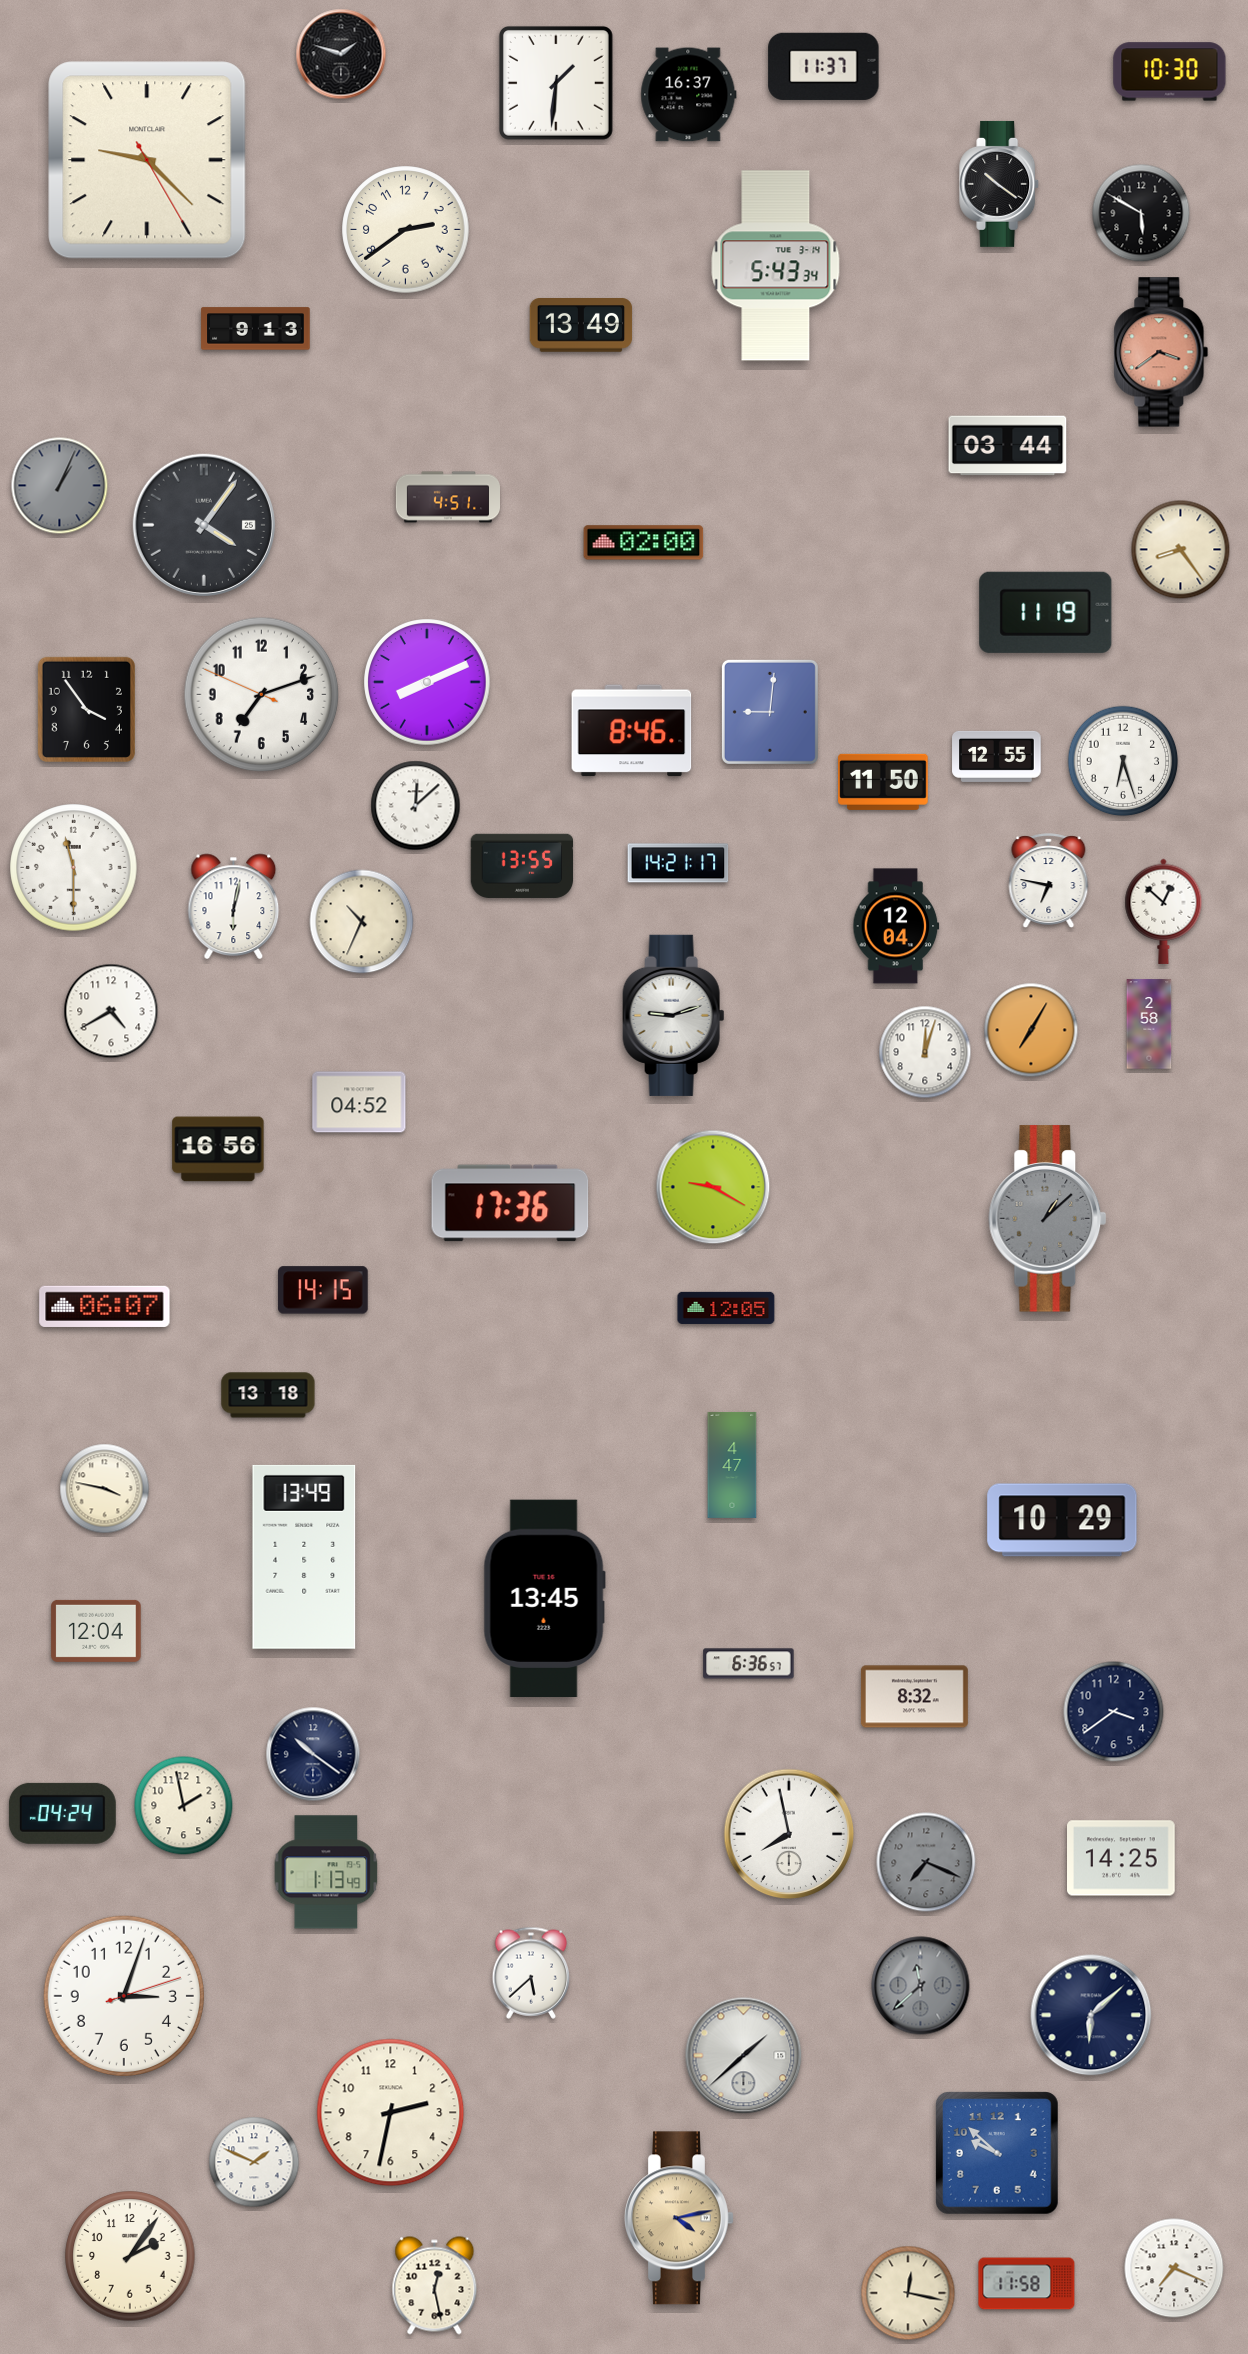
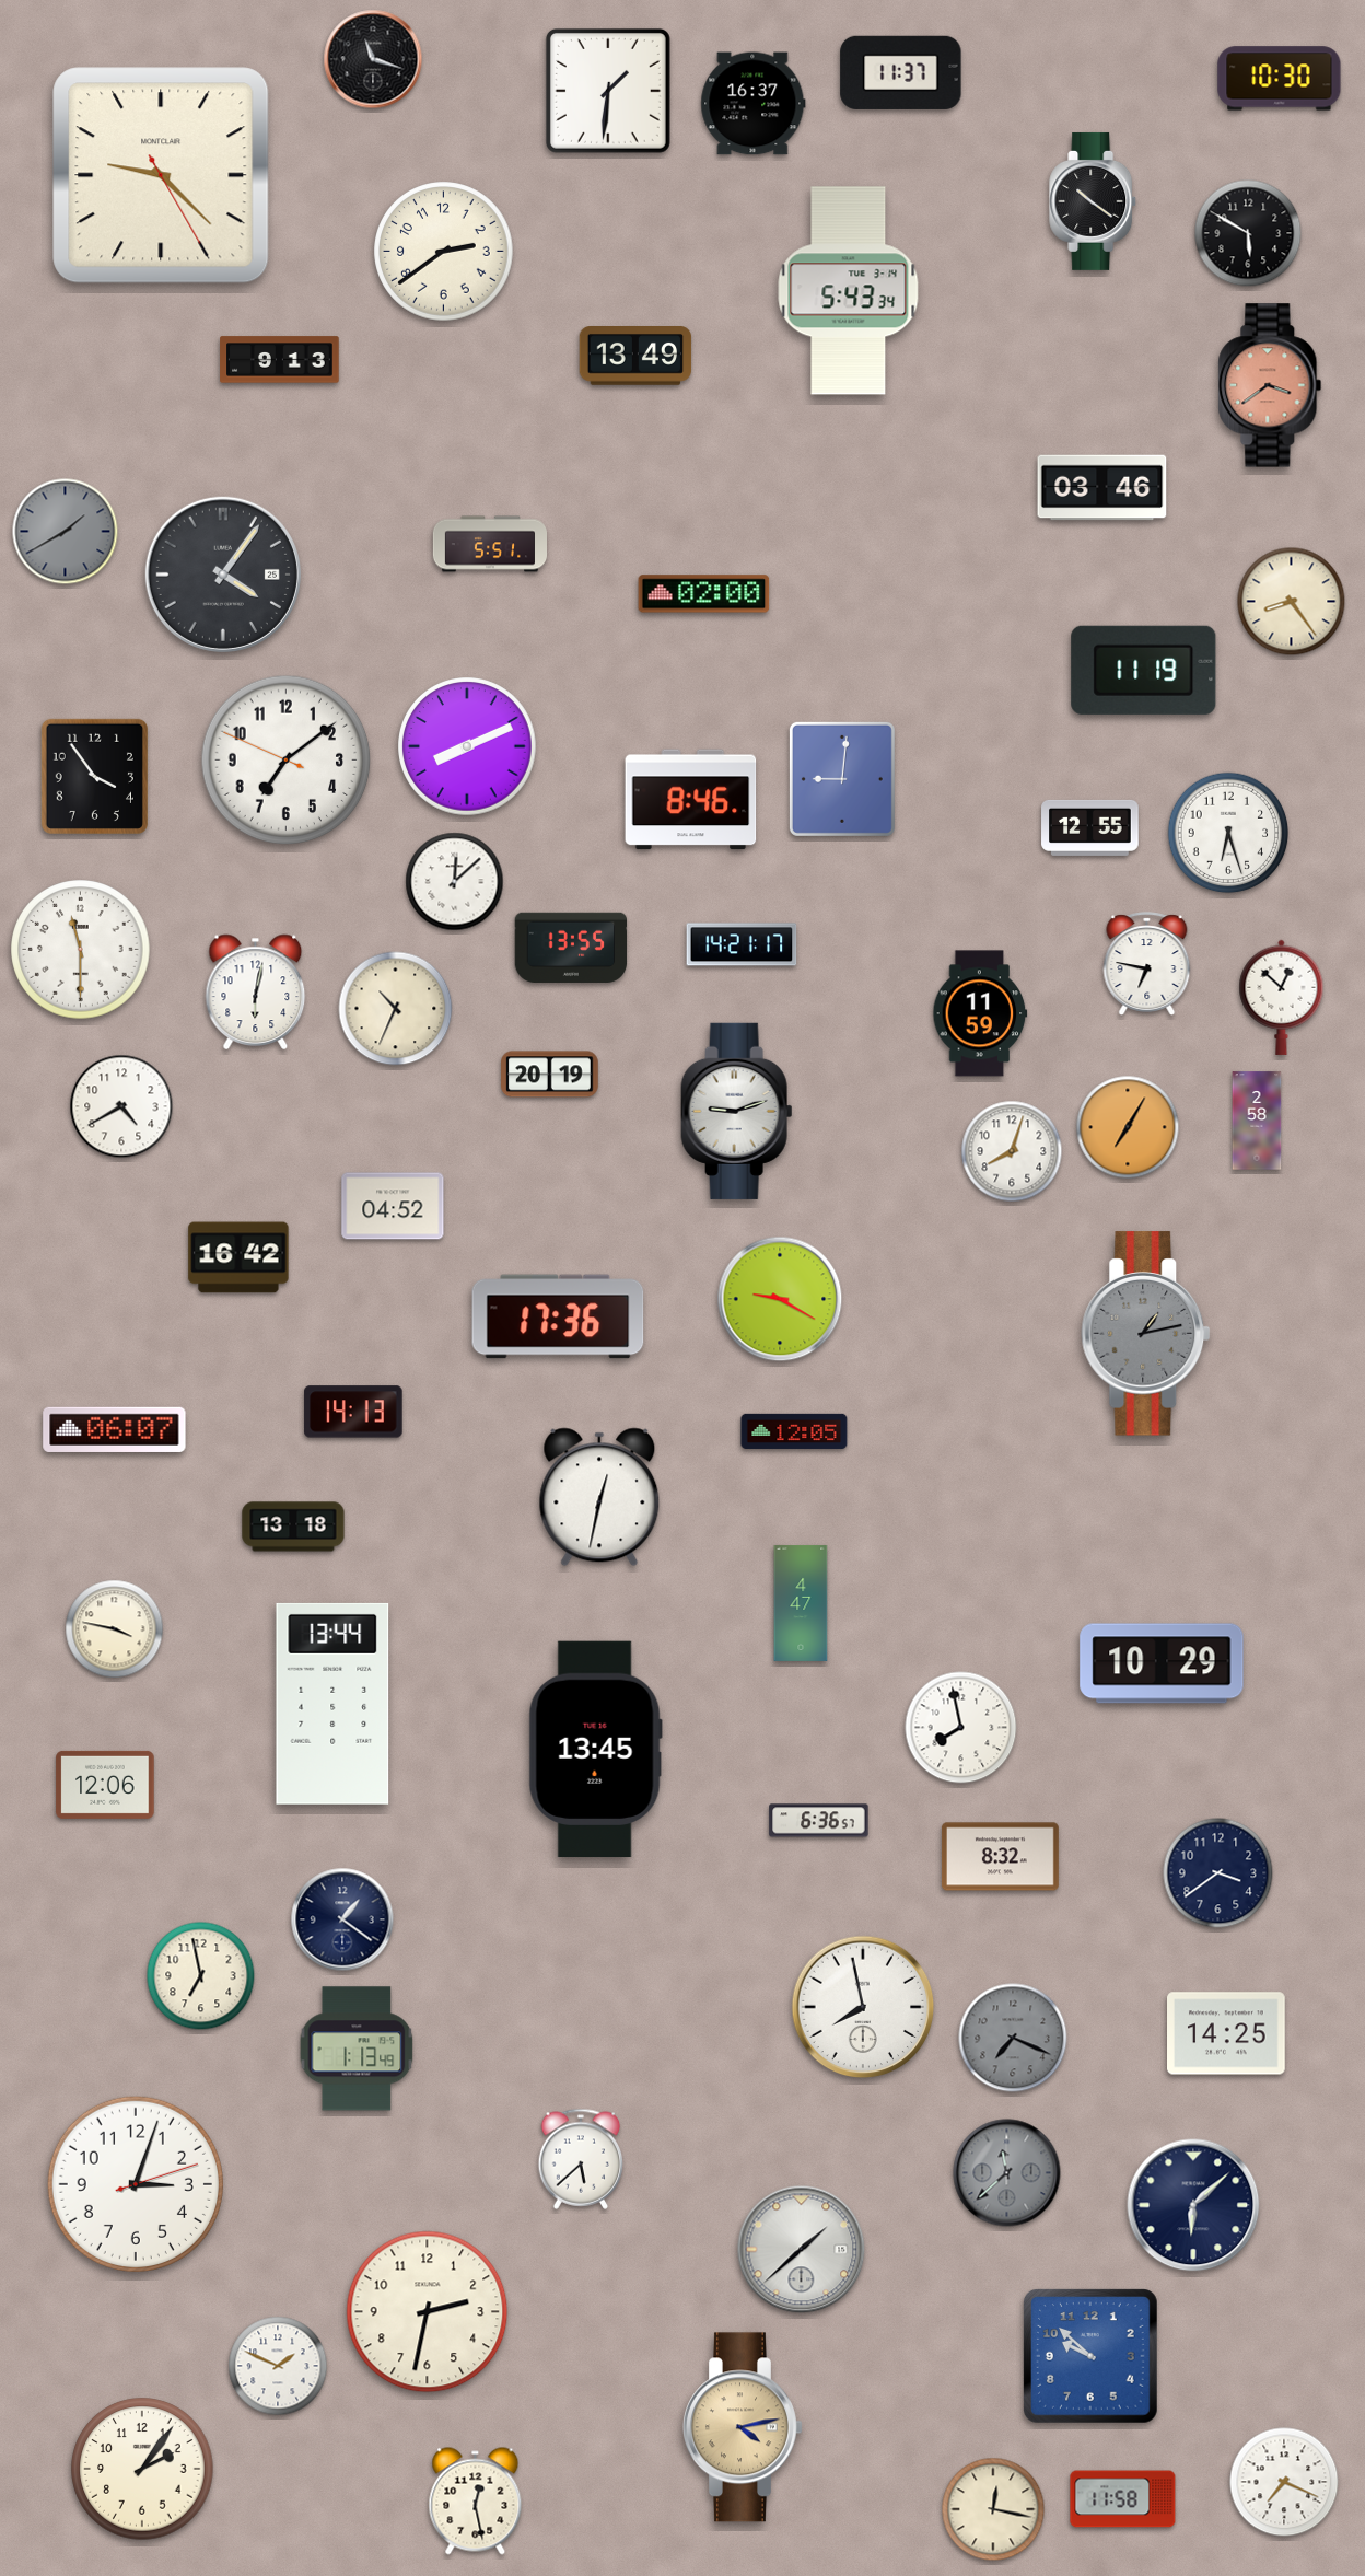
clock at (341, 54): 1:48 -> 11:18
clock at (1008, 446): 03:44 -> 03:46
clock at (60, 486): 1:04 -> 1:40
clock at (447, 497): 4:51 -> 5:51
clock at (262, 695): 7:11 -> 7:08
clock at (883, 782): 11:50 -> none
clock at (1164, 911) position: (1164, 911) -> (1282, 997)
clock at (896, 926): 12:04 -> 11:59
clock at (550, 1075): none -> 20:19
clock at (925, 1052): 12:03 -> 8:03
clock at (218, 1149): 16:56 -> 16:42
clock at (1048, 1219): 1:08 -> 1:13
clock at (323, 1290): 14:15 -> 14:13
clock at (599, 1497): none -> 12:32
clock at (304, 1557): 13:49 -> 13:44
clock at (961, 1728): none -> 7:58
clock at (96, 1631): 12:04 -> 12:06
clock at (313, 1754): 10:21 -> 1:21
clock at (184, 1806): 1:58 -> 6:58
clock at (62, 1813): 04:24 -> none
clock at (744, 2056) position: (744, 2056) -> (802, 2250)
